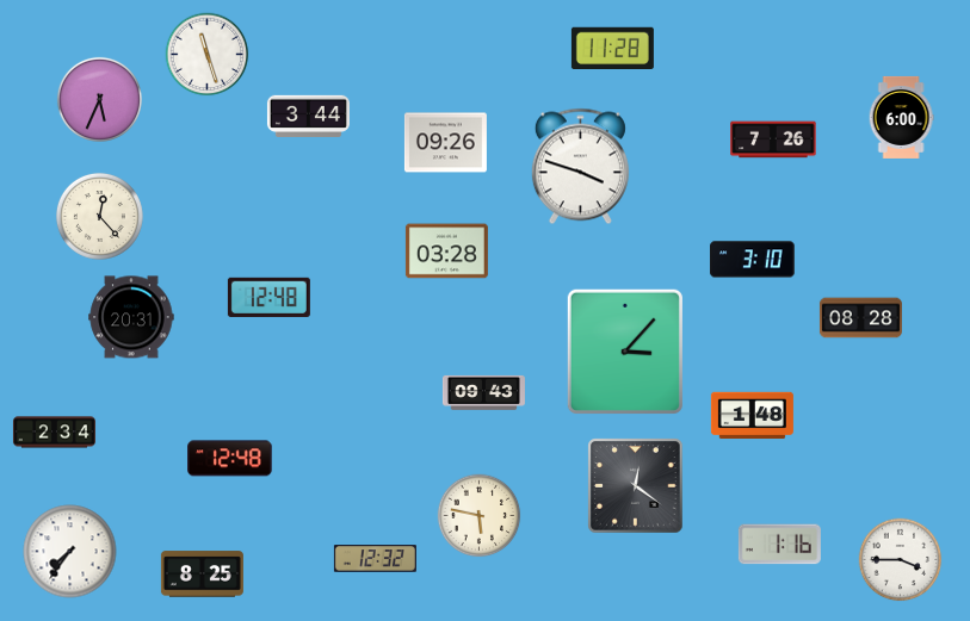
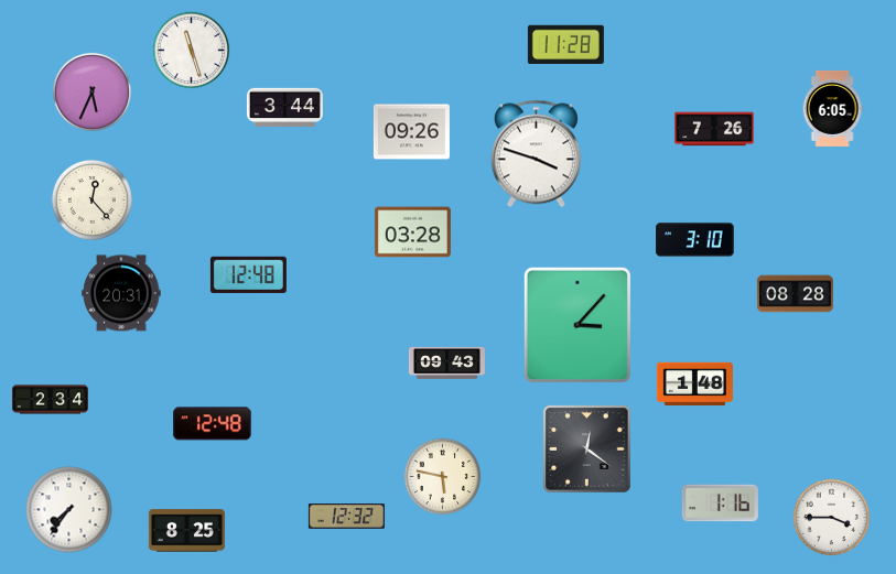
clock at (901, 117): 6:00 -> 6:05
clock at (70, 552) position: (70, 552) -> (69, 510)
